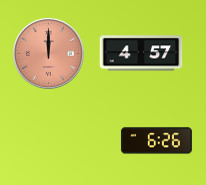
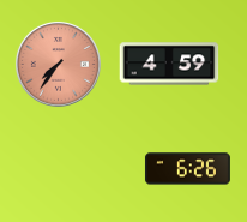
clock at (48, 53): 12:00 -> 7:36
clock at (141, 53): 4:57 -> 4:59
